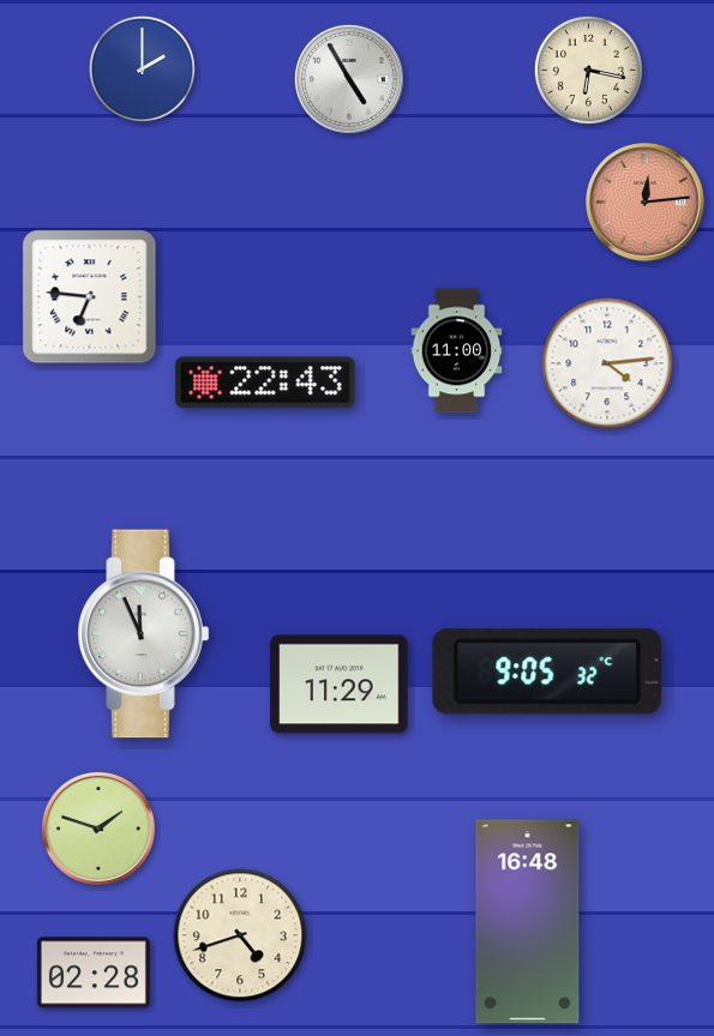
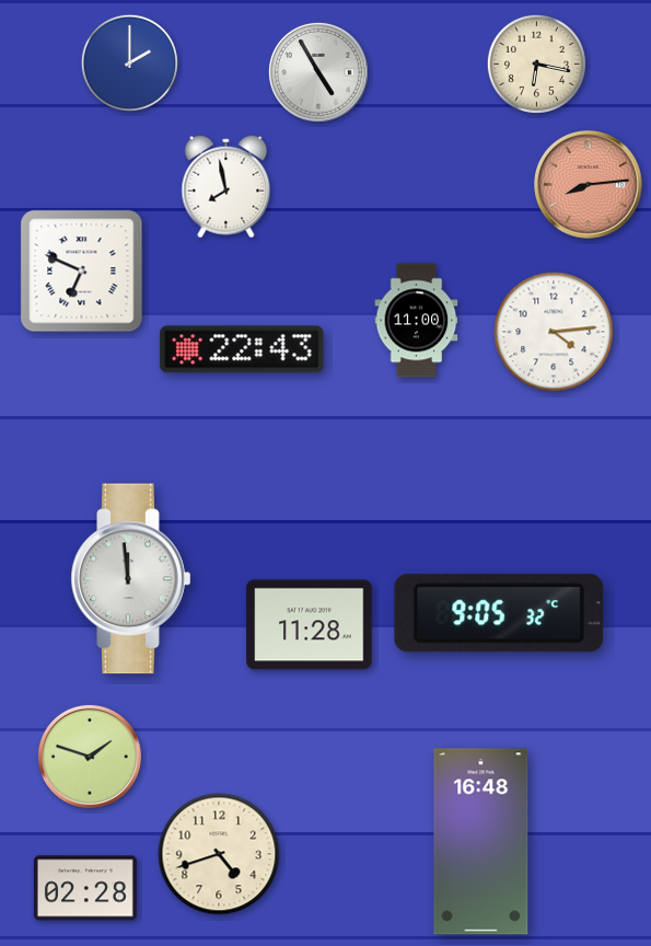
clock at (646, 203): 12:14 -> 8:14
clock at (226, 187): none -> 7:58
clock at (90, 297): 6:46 -> 6:49
clock at (144, 634): 11:56 -> 11:59
clock at (340, 685): 11:29 -> 11:28
